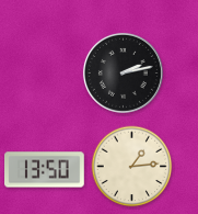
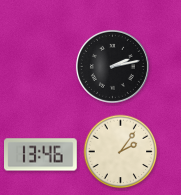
clock at (132, 167): 1:14 -> 2:06
clock at (45, 170): 13:50 -> 13:46
